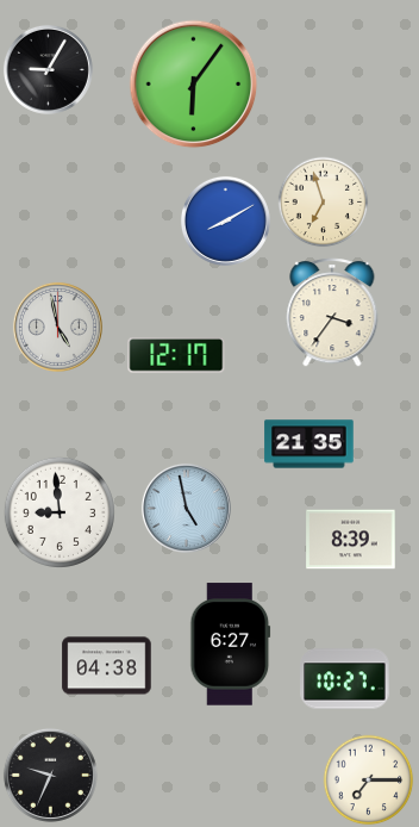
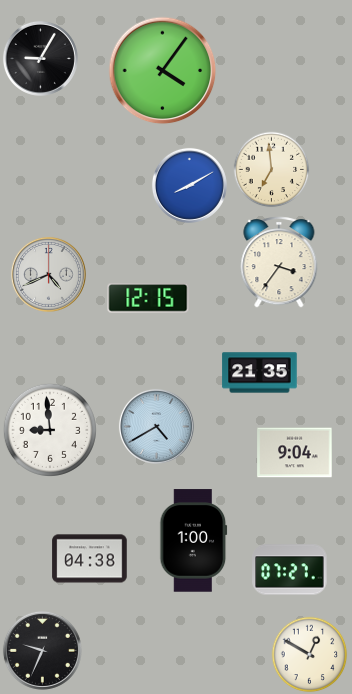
clock at (194, 85): 6:06 -> 4:06
clock at (324, 203): 6:57 -> 6:59
clock at (57, 327): 4:58 -> 4:41
clock at (176, 356): 12:17 -> 12:15
clock at (186, 508): 4:58 -> 4:40
clock at (351, 540): 8:39 -> 9:04
clock at (231, 645): 6:27 -> 1:00
clock at (345, 679): 10:27 -> 07:27
clock at (369, 781): 7:15 -> 12:50
